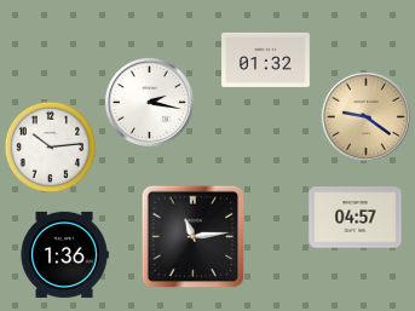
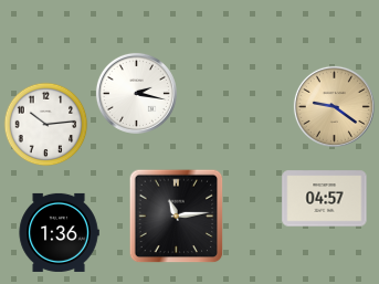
clock at (266, 59): 01:32 -> none
clock at (51, 148) position: (51, 148) -> (46, 125)
